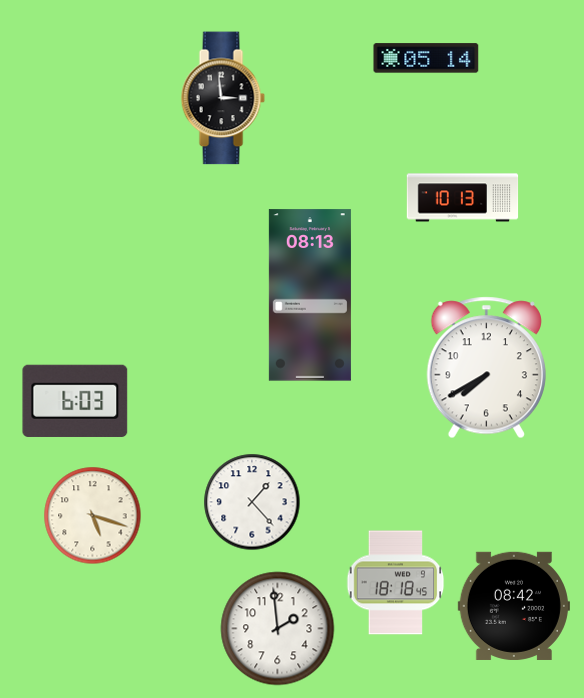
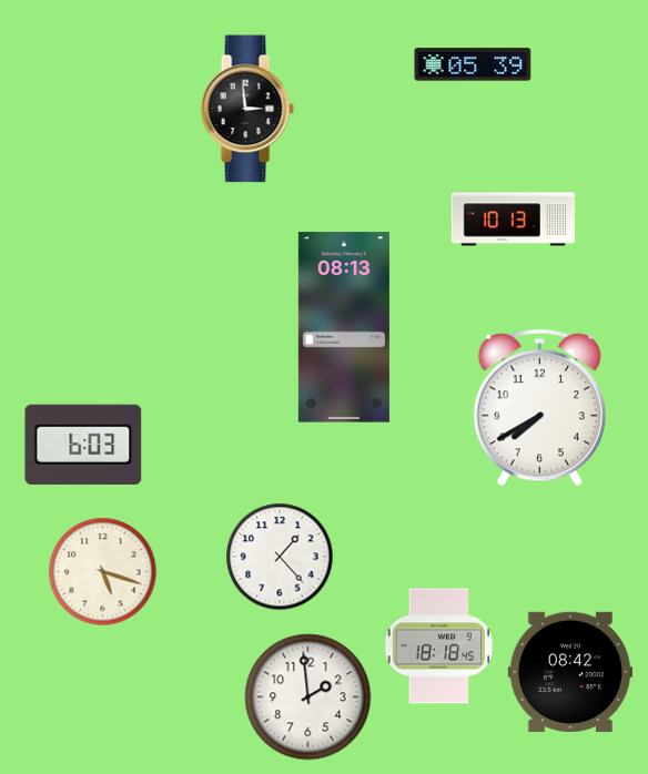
clock at (426, 58): 05:14 -> 05:39
